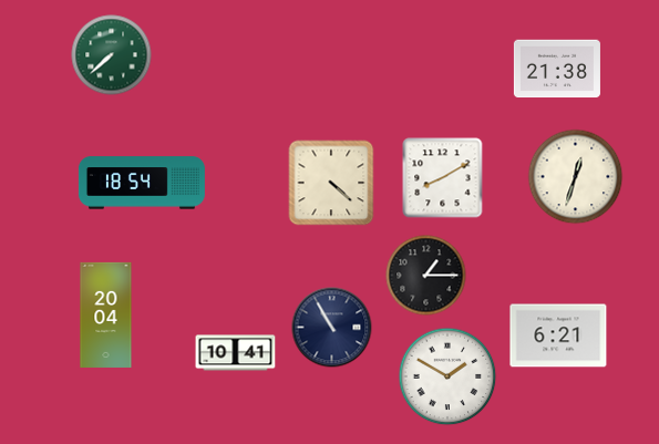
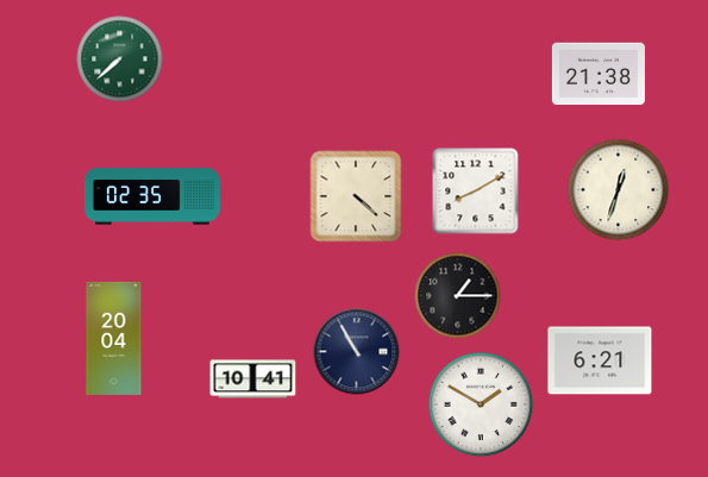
clock at (142, 183): 18:54 -> 02:35
